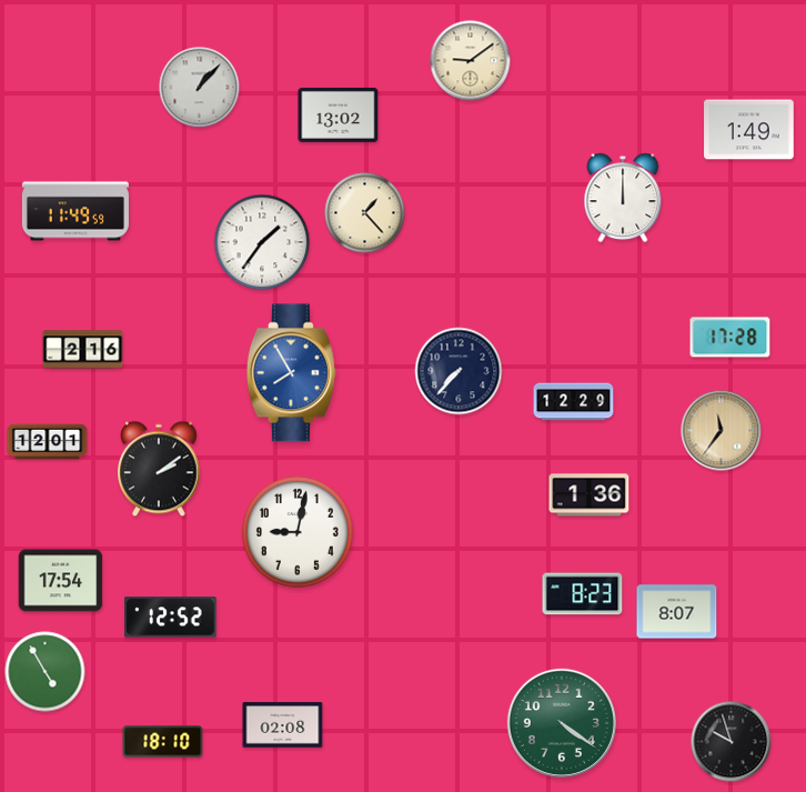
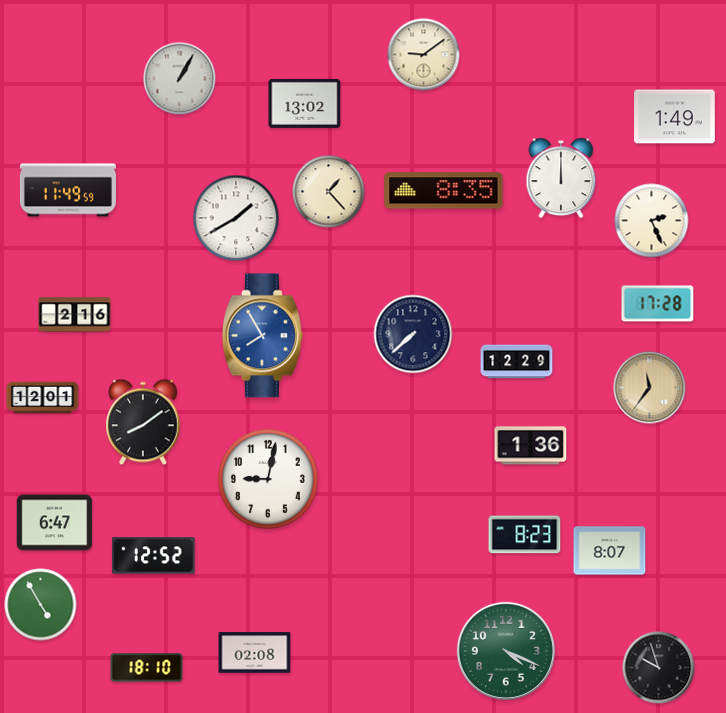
clock at (200, 88): 1:07 -> 1:05
clock at (444, 191): none -> 8:35
clock at (262, 242): 1:36 -> 1:40
clock at (652, 221): none -> 2:26
clock at (459, 371): 7:37 -> 7:38
clock at (159, 469): 2:09 -> 8:09
clock at (61, 581): 17:54 -> 6:47
clock at (562, 723): 4:21 -> 4:19
